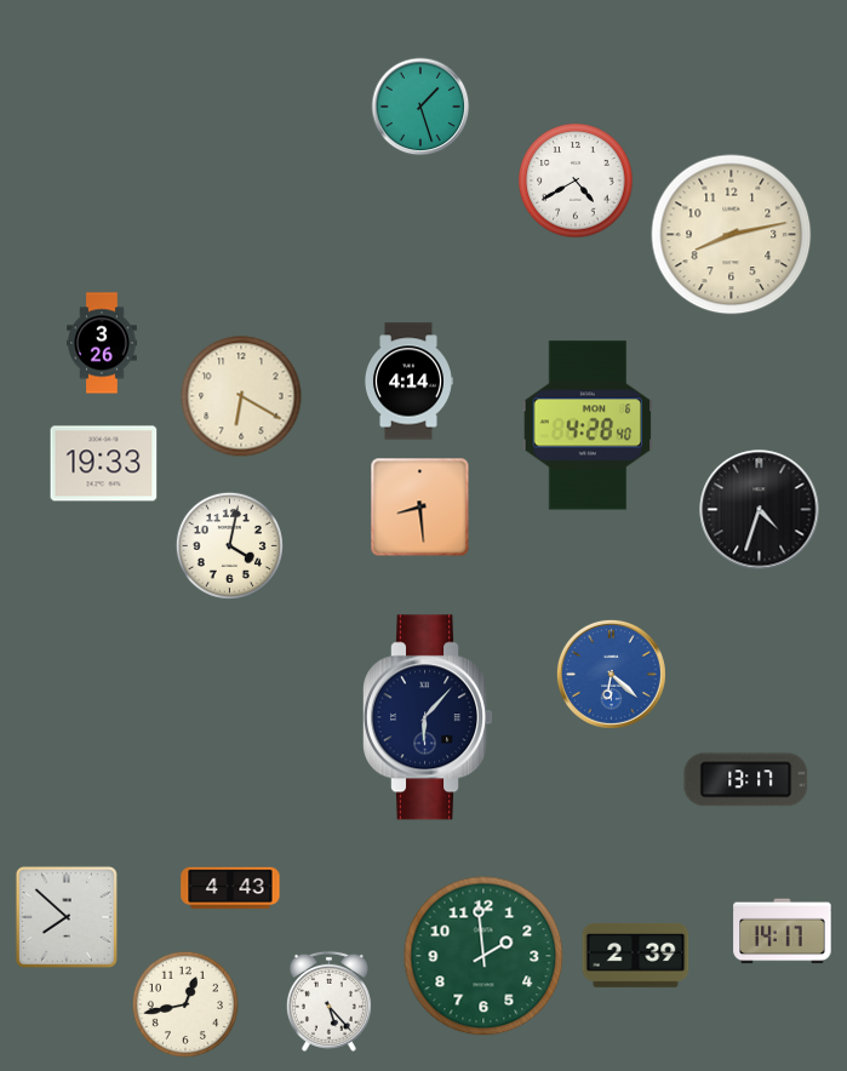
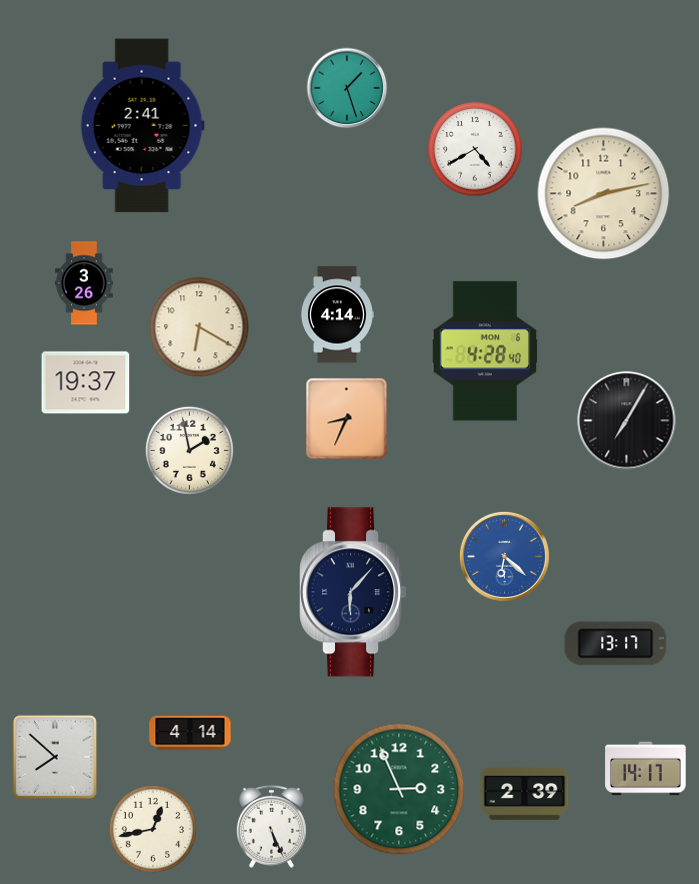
clock at (142, 126): none -> 2:41
clock at (104, 464): 19:33 -> 19:37
clock at (420, 508): 8:29 -> 8:34
clock at (760, 510): 4:33 -> 7:05
clock at (229, 545): 4:02 -> 1:58
clock at (230, 888): 4:43 -> 4:14
clock at (636, 955) position: (636, 955) -> (525, 793)
clock at (483, 956): 1:59 -> 2:56
clock at (328, 1001): 5:23 -> 5:26
